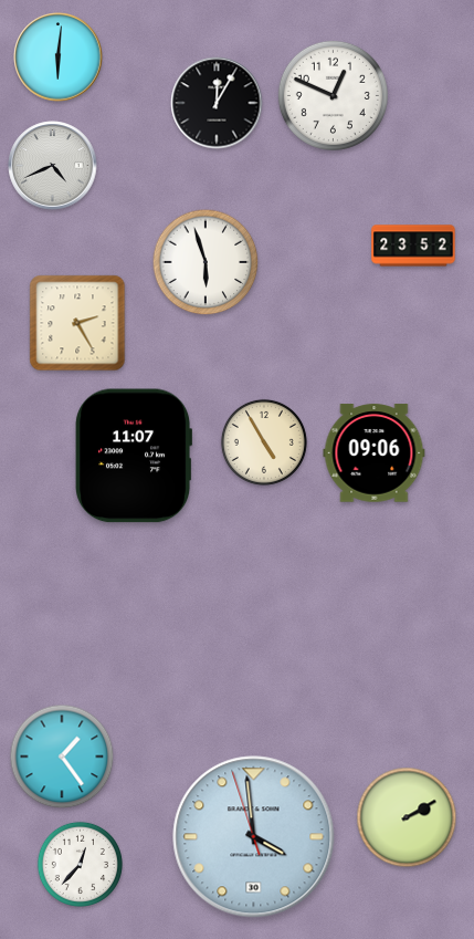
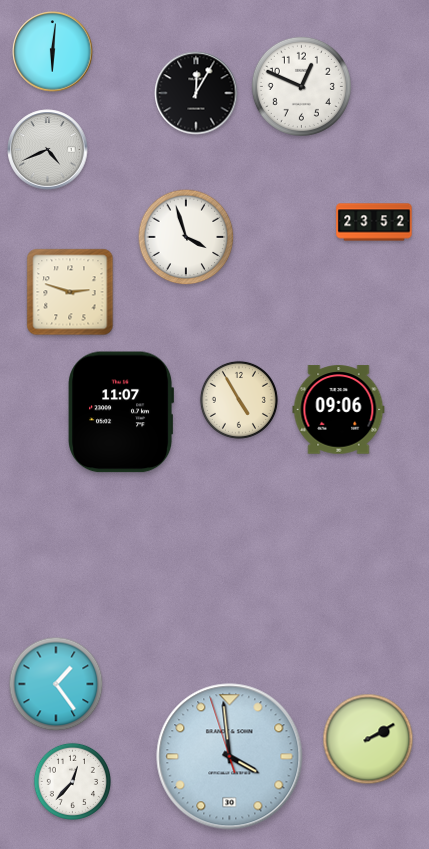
clock at (206, 262): 5:57 -> 3:57
clock at (77, 323): 2:25 -> 2:48
